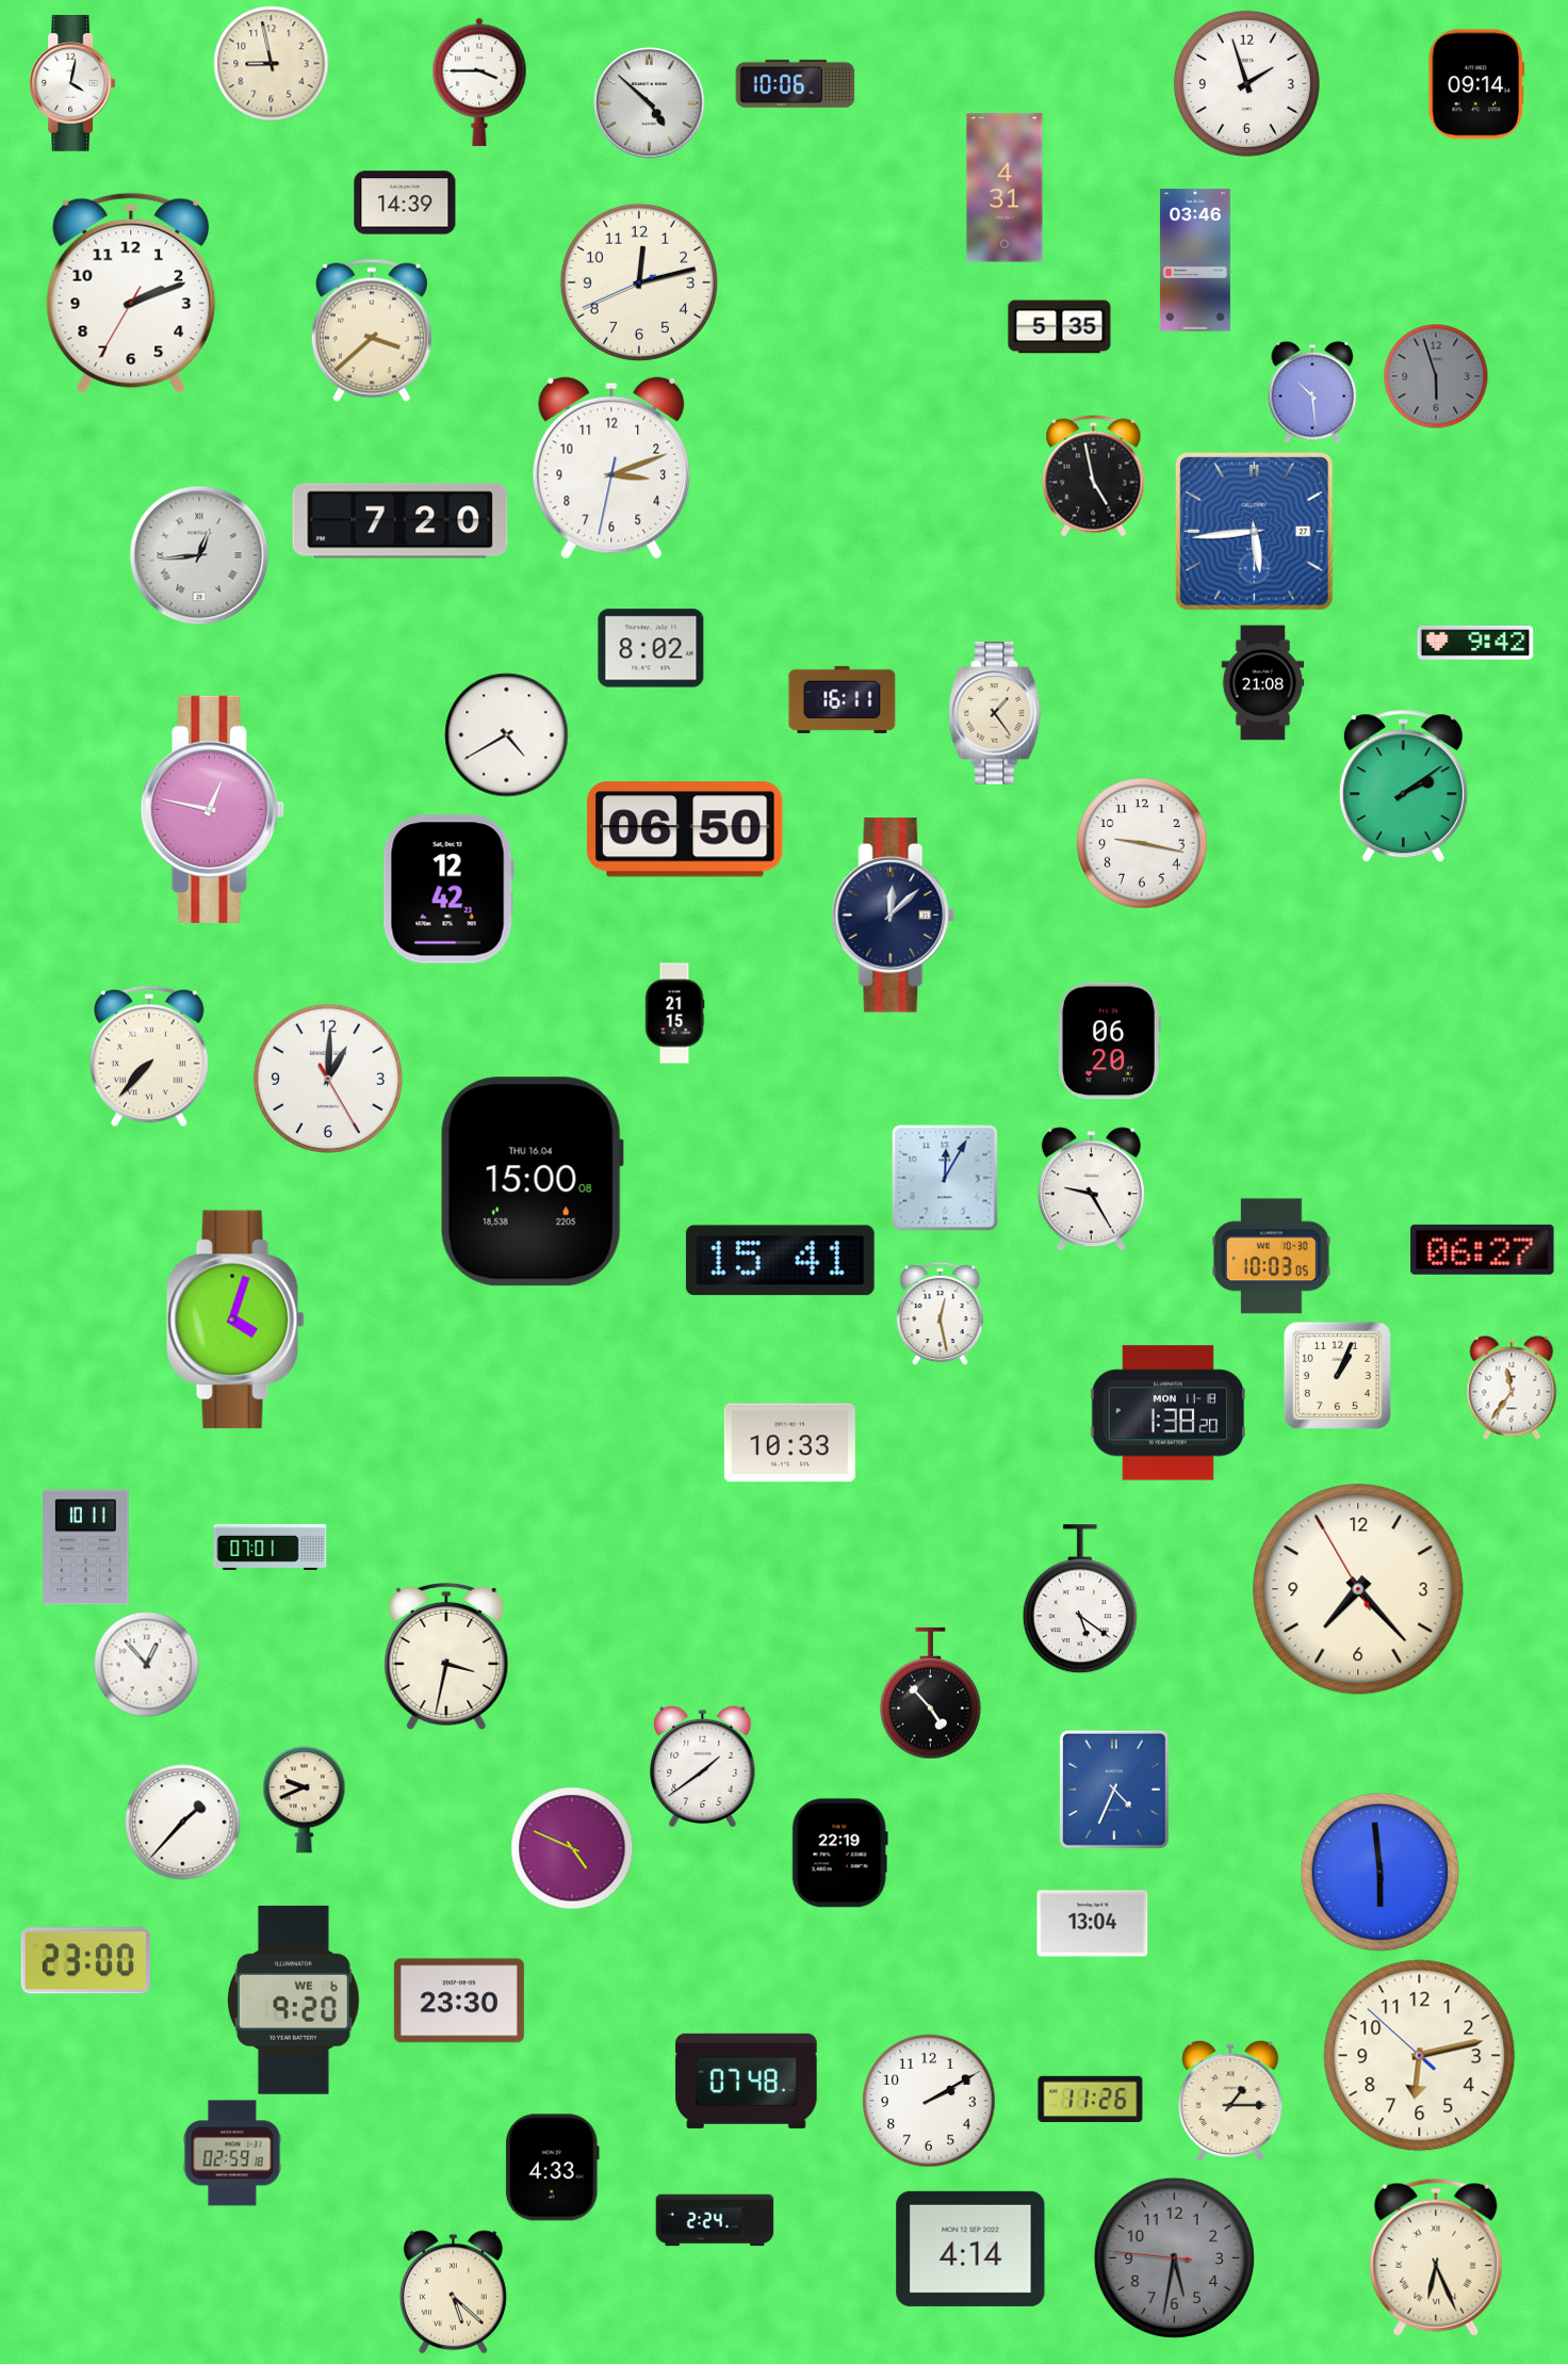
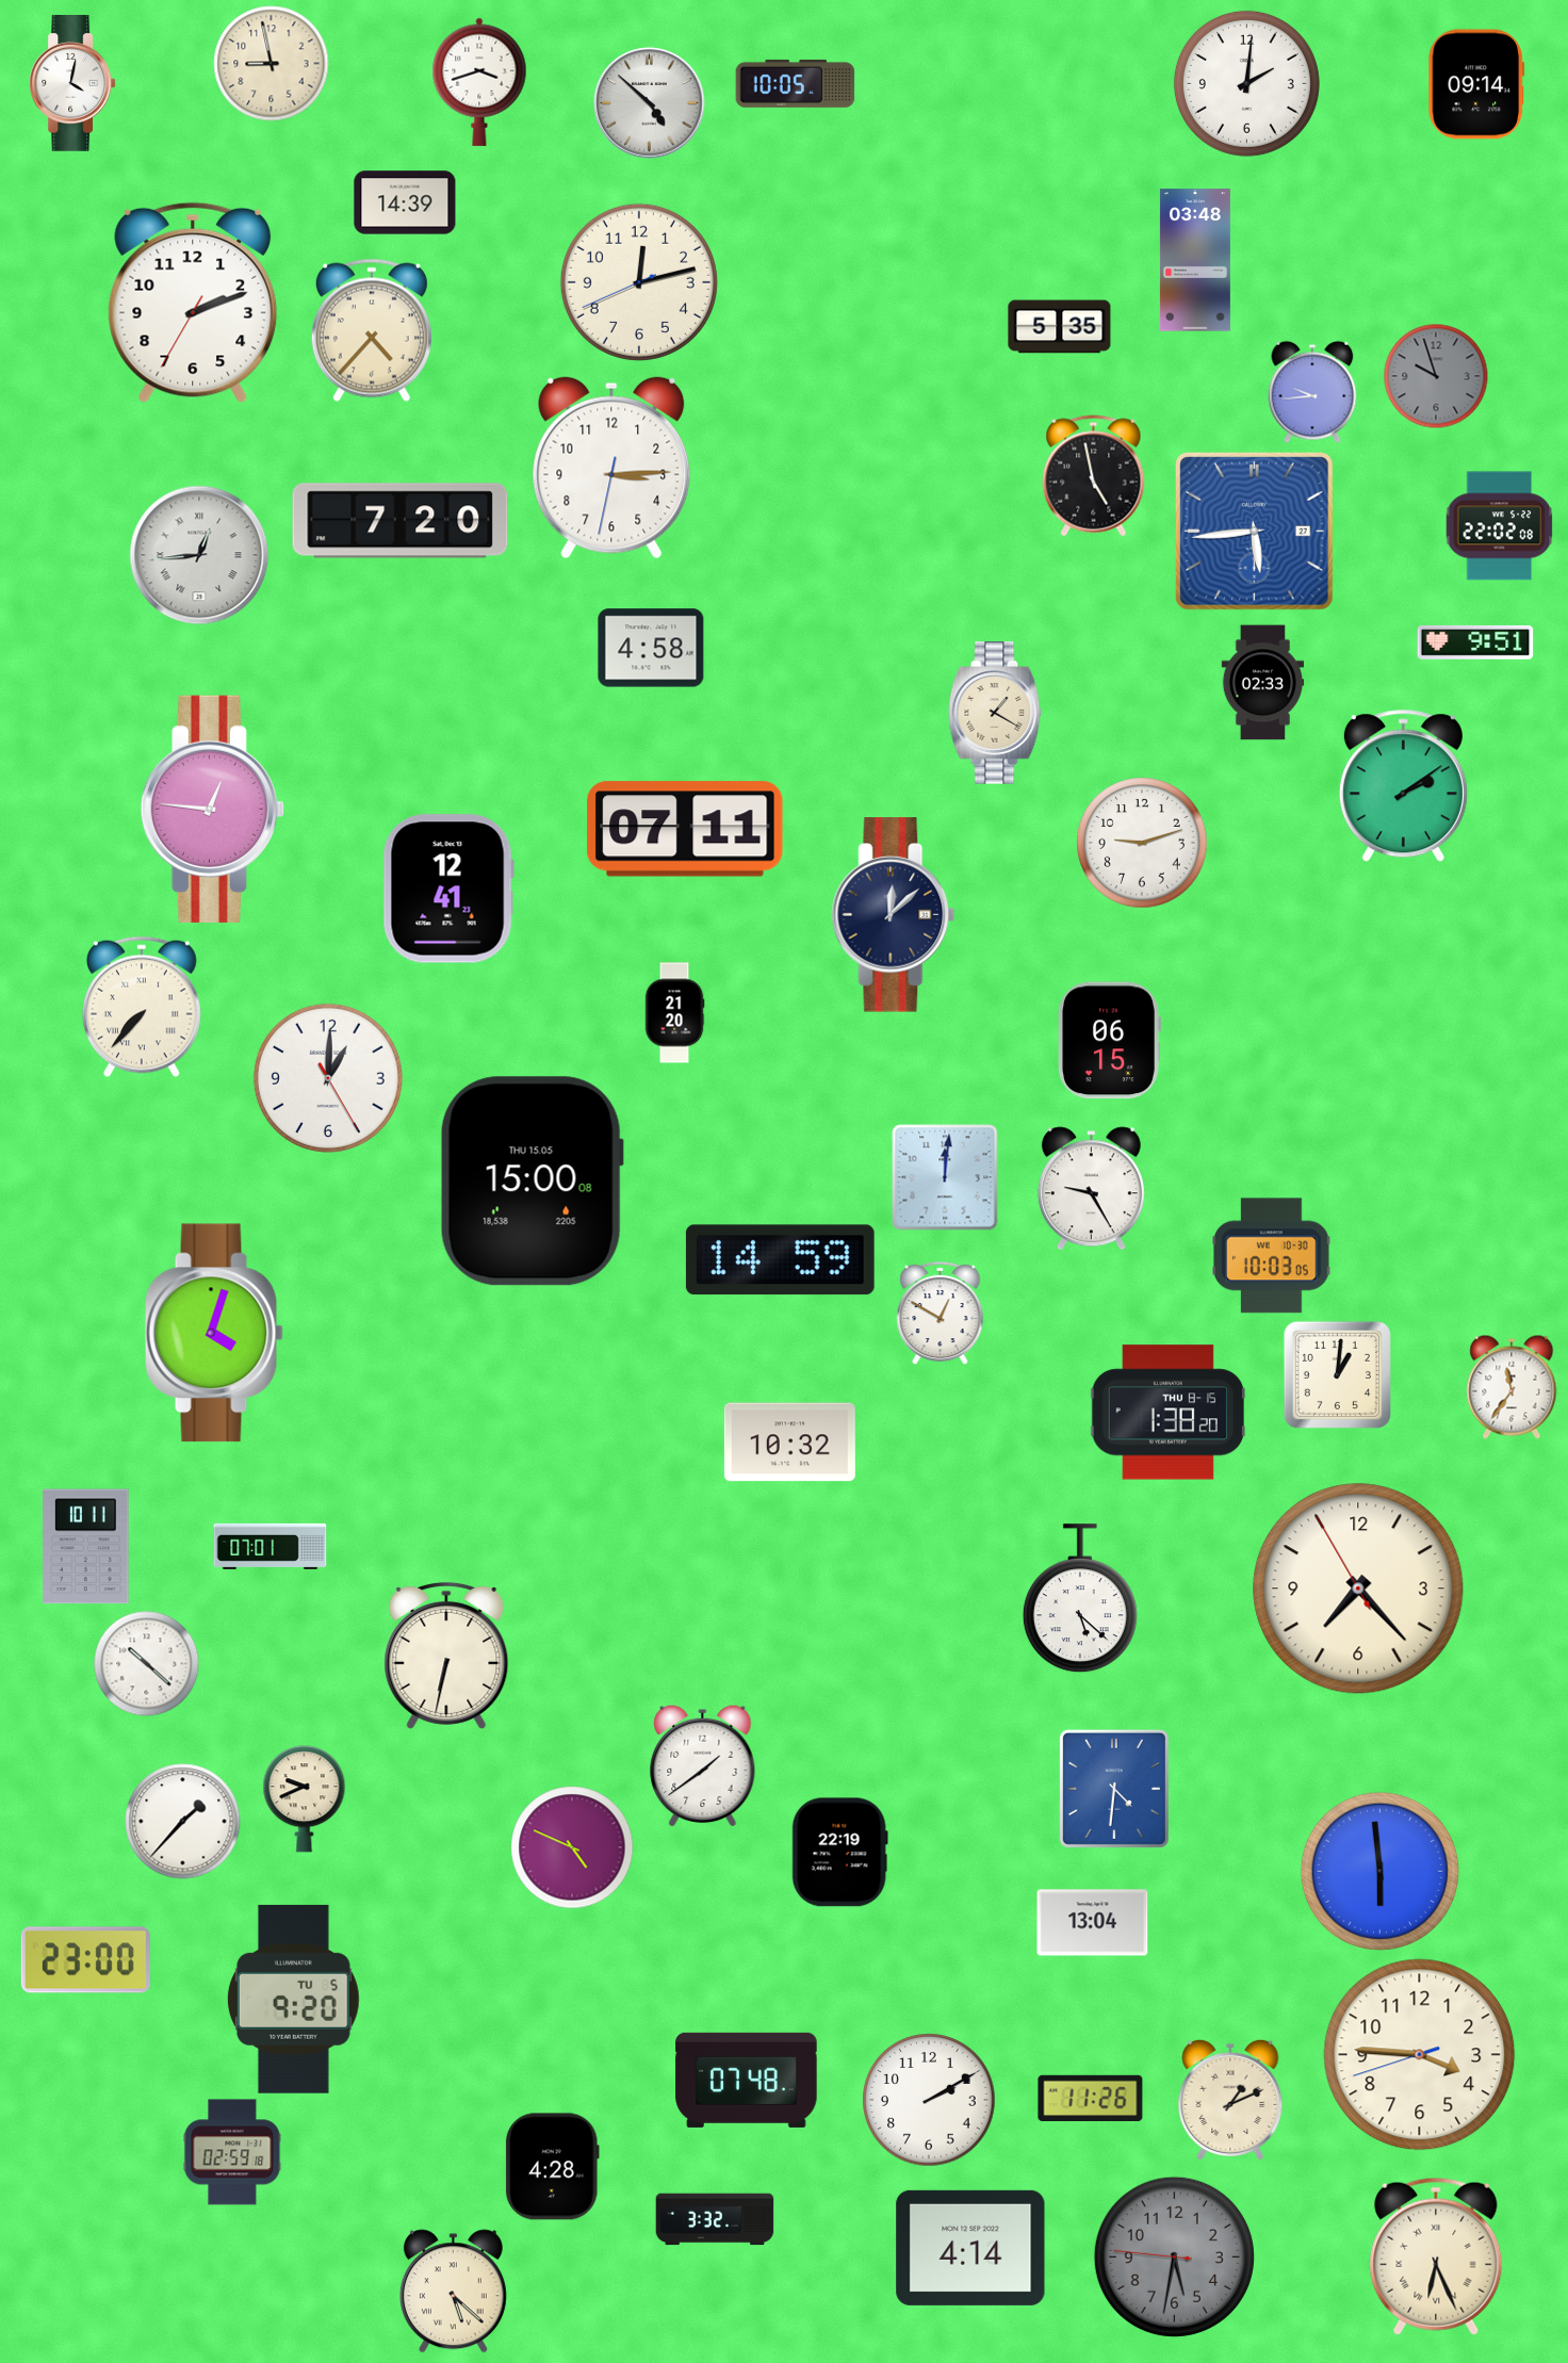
clock at (479, 82): 3:45 -> 3:42
clock at (796, 83): 10:06 -> 10:05
clock at (1246, 83): 1:57 -> 2:01
clock at (1005, 188): 4:31 -> none
clock at (1195, 260): 03:46 -> 03:48
clock at (131, 293) position: (131, 293) -> (193, 303)
clock at (372, 330): 3:38 -> 4:37
clock at (1436, 376): 5:57 -> 9:57
clock at (1312, 392): 10:29 -> 9:44
clock at (611, 468): 3:11 -> 3:14
clock at (1500, 526): none -> 22:02
clock at (1475, 643): 9:42 -> 9:51
clock at (651, 648): 8:02 -> 4:58
clock at (1263, 683): 21:08 -> 02:33
clock at (843, 699): 16:11 -> none
clock at (995, 713): 1:24 -> 1:20
clock at (507, 735): 4:40 -> none
clock at (212, 809): 12:47 -> 12:46
clock at (685, 829): 06:50 -> 07:11
clock at (1142, 843): 9:17 -> 9:12
clock at (448, 889): 12:42 -> 12:41
clock at (674, 1014): 21:15 -> 21:20
clock at (1109, 1041): 06:20 -> 06:15
clock at (149, 1056) position: (149, 1056) -> (142, 1007)
clock at (945, 1178): 12:05 -> 12:01
clock at (532, 1182) date: THU 16.04 -> THU 15.05
clock at (1483, 1249): 06:27 -> none
clock at (780, 1261): 15:41 -> 14:59
clock at (941, 1313): 12:28 -> 12:50
clock at (235, 1319) position: (235, 1319) -> (214, 1333)
clock at (1337, 1375): 1:04 -> 1:01
clock at (1167, 1413) date: MON 11-18 -> THU 8-15
clock at (789, 1443): 10:33 -> 10:32
clock at (1080, 1600): 5:21 -> 5:22
clock at (446, 1656): 3:32 -> 6:32
clock at (147, 1665): 12:53 -> 10:22
clock at (931, 1694): 4:53 -> none
clock at (1114, 1790): 4:34 -> 4:31
clock at (293, 1999) date: WE 6 -> TU 5
clock at (459, 2001): 23:30 -> none
clock at (1420, 2056): 6:12 -> 3:45
clock at (1230, 2101): 1:15 -> 1:11
clock at (552, 2168): 4:33 -> 4:28
clock at (715, 2220): 2:24 -> 3:32
